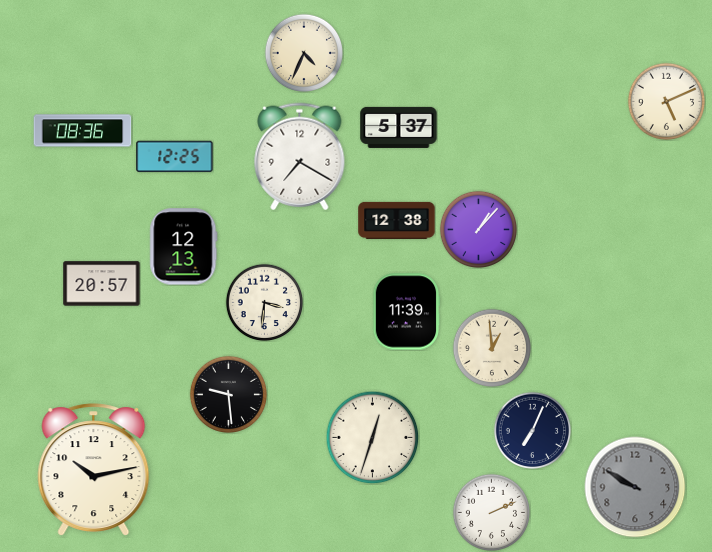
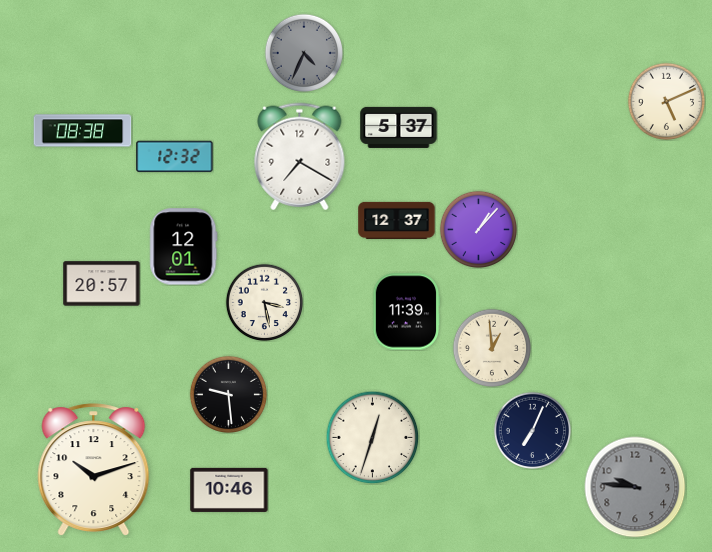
clock at (303, 52) dial: cream -> grey
clock at (83, 131): 08:36 -> 08:38
clock at (175, 157): 12:25 -> 12:32
clock at (397, 220): 12:38 -> 12:37
clock at (184, 247): 12:13 -> 12:01
clock at (264, 302): 3:31 -> 3:28
clock at (94, 470): 10:13 -> 10:12
clock at (635, 487): 9:50 -> 9:46
clock at (229, 490): none -> 10:46
clock at (491, 512): 2:11 -> none
